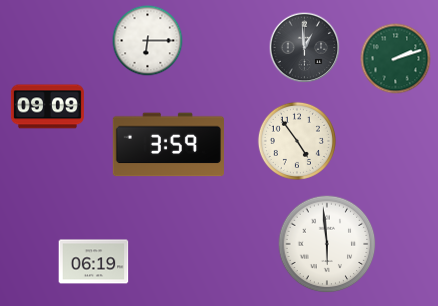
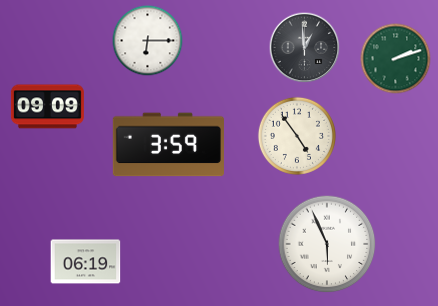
clock at (297, 141) position: (297, 141) -> (297, 136)
clock at (327, 244): 5:59 -> 5:56
clock at (94, 262) position: (94, 262) -> (86, 262)
